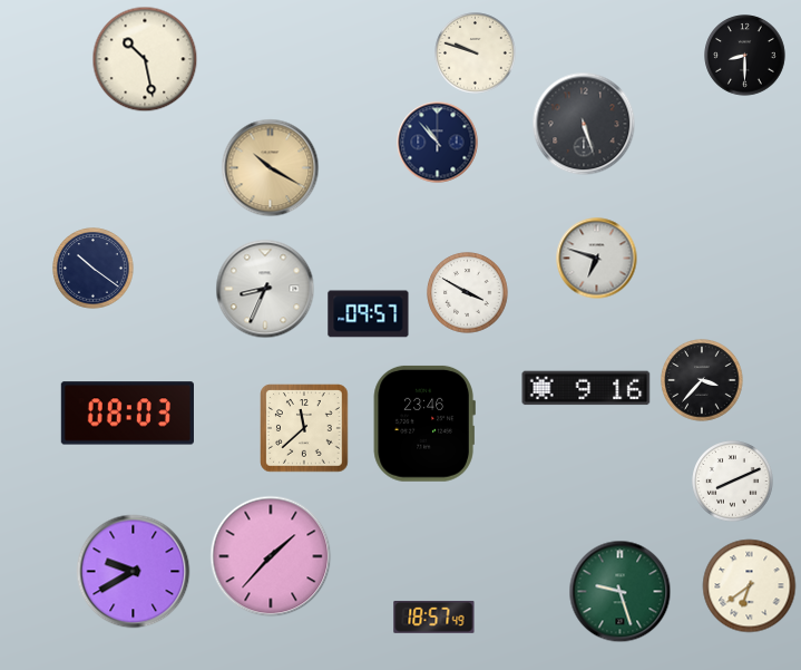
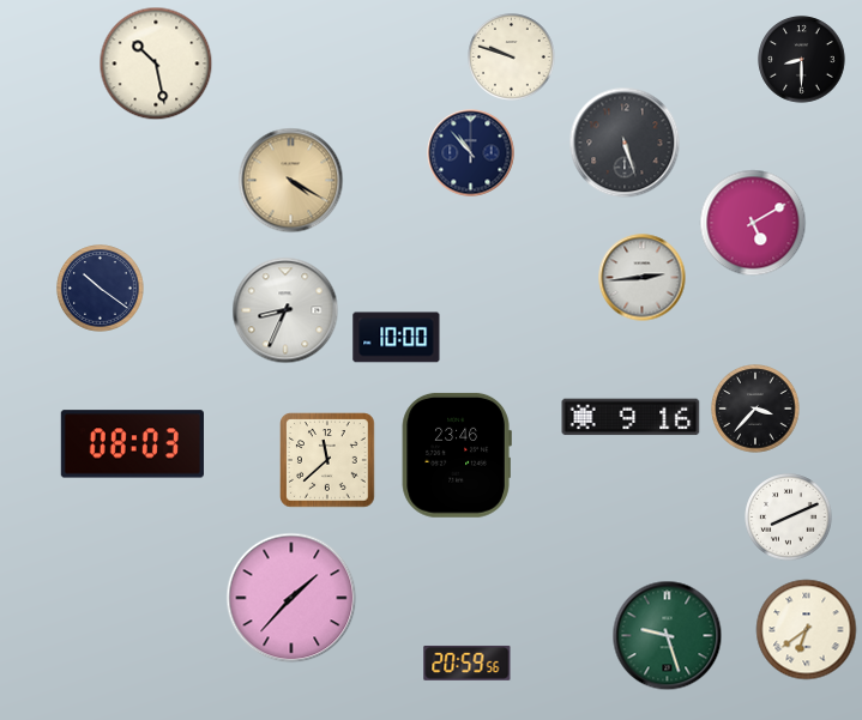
clock at (584, 124) position: (584, 124) -> (625, 143)
clock at (271, 168): 10:20 -> 4:20
clock at (753, 223): none -> 5:10
clock at (597, 259): 6:48 -> 2:44
clock at (468, 293): 3:50 -> none
clock at (369, 314): 09:57 -> 10:00
clock at (127, 414) position: (127, 414) -> (132, 444)
clock at (134, 572): 9:40 -> none
clock at (434, 616): 18:57 -> 20:59
